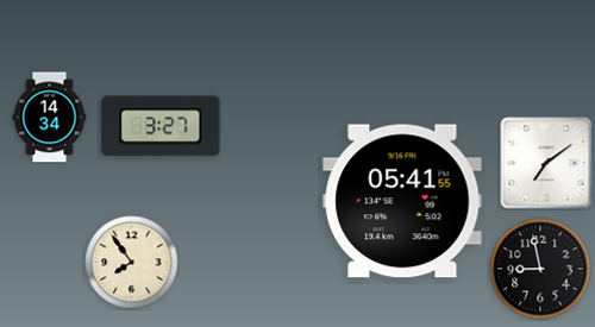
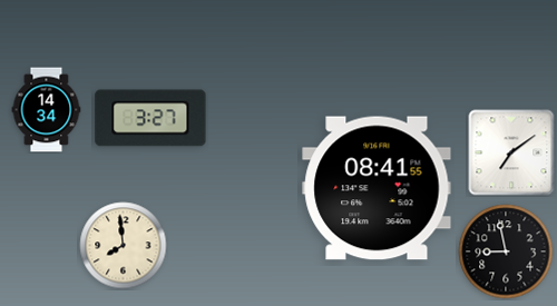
clock at (402, 201): 05:41 -> 08:41
clock at (132, 263): 7:54 -> 7:59
